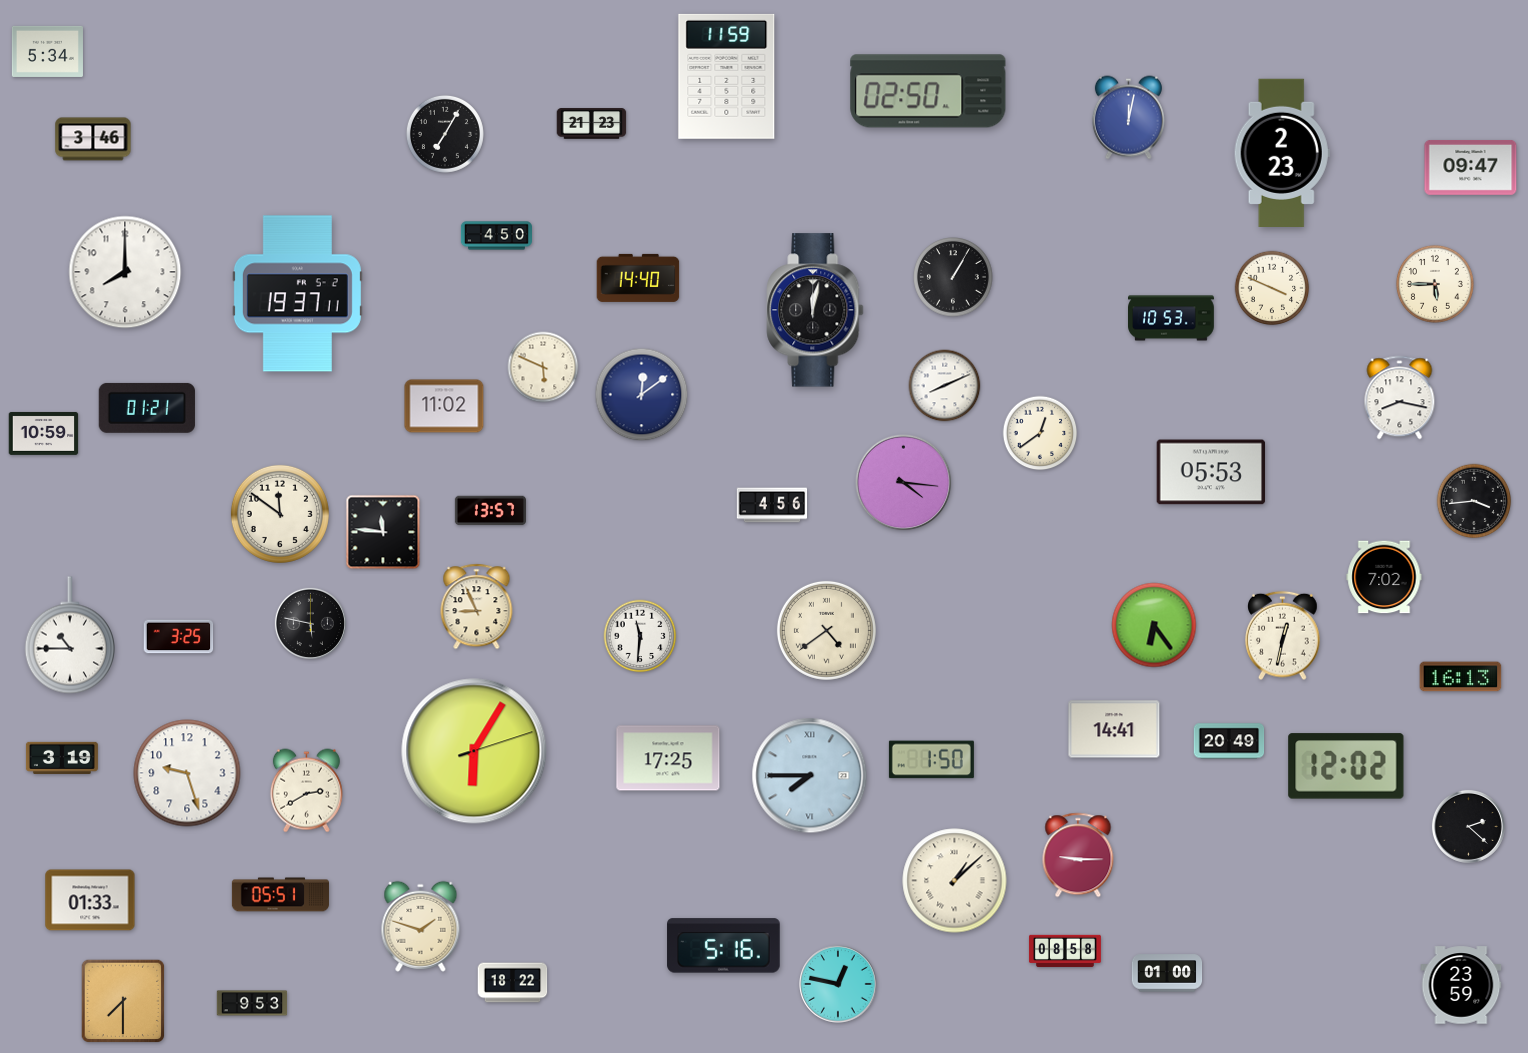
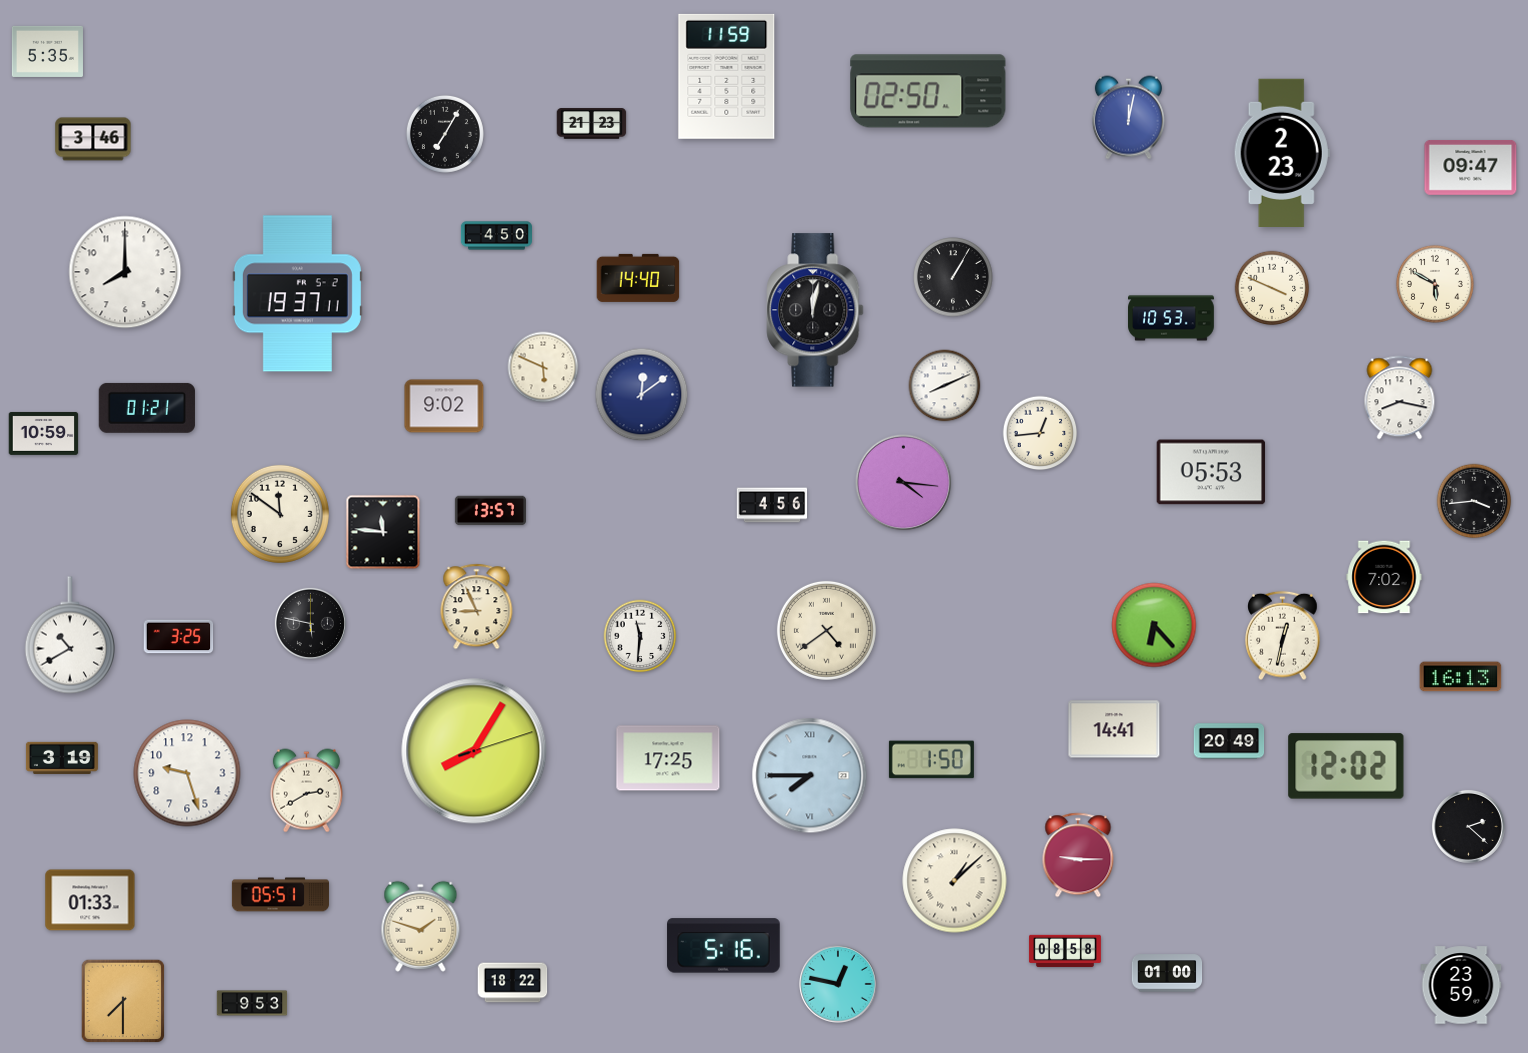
clock at (47, 51): 5:34 -> 5:35
clock at (1435, 284): 5:45 -> 5:50
clock at (444, 406): 11:02 -> 9:02
clock at (1040, 433): 12:39 -> 12:44
clock at (1154, 625): 6:24 -> 6:23
clock at (69, 635): 10:45 -> 10:40
clock at (474, 751): 6:05 -> 8:05
